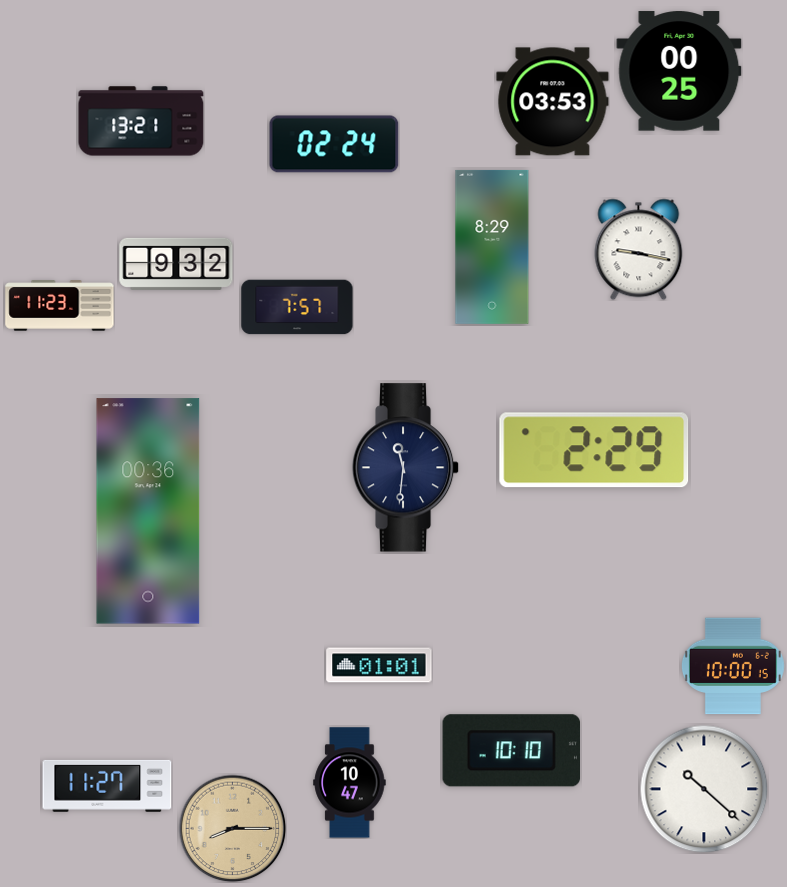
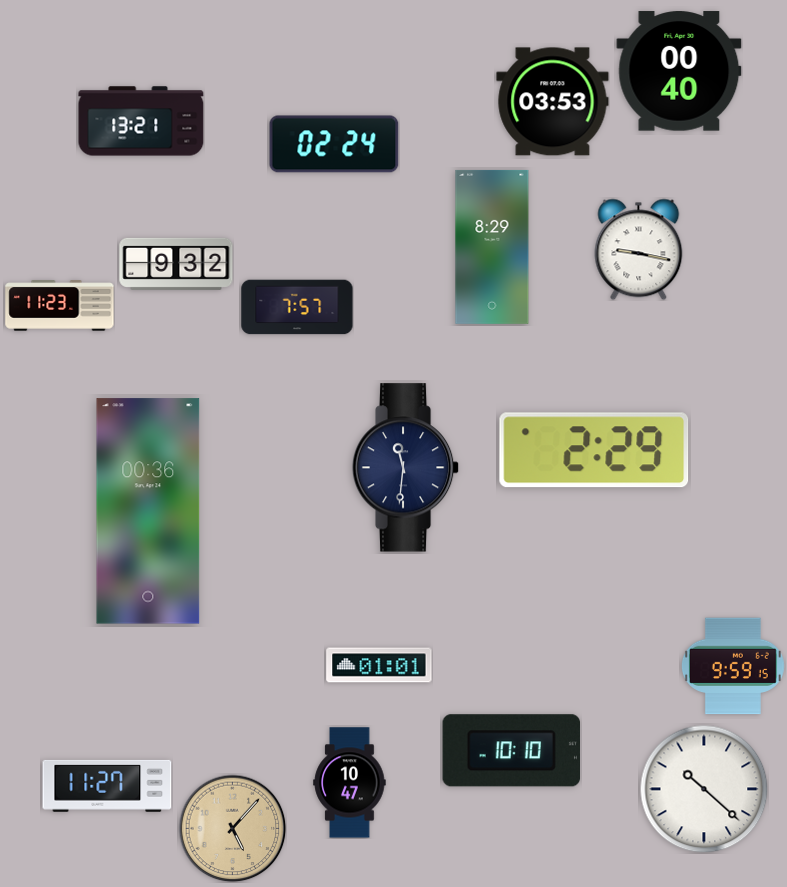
clock at (679, 71): 00:25 -> 00:40
clock at (733, 666): 10:00 -> 9:59
clock at (232, 828): 8:15 -> 5:07
